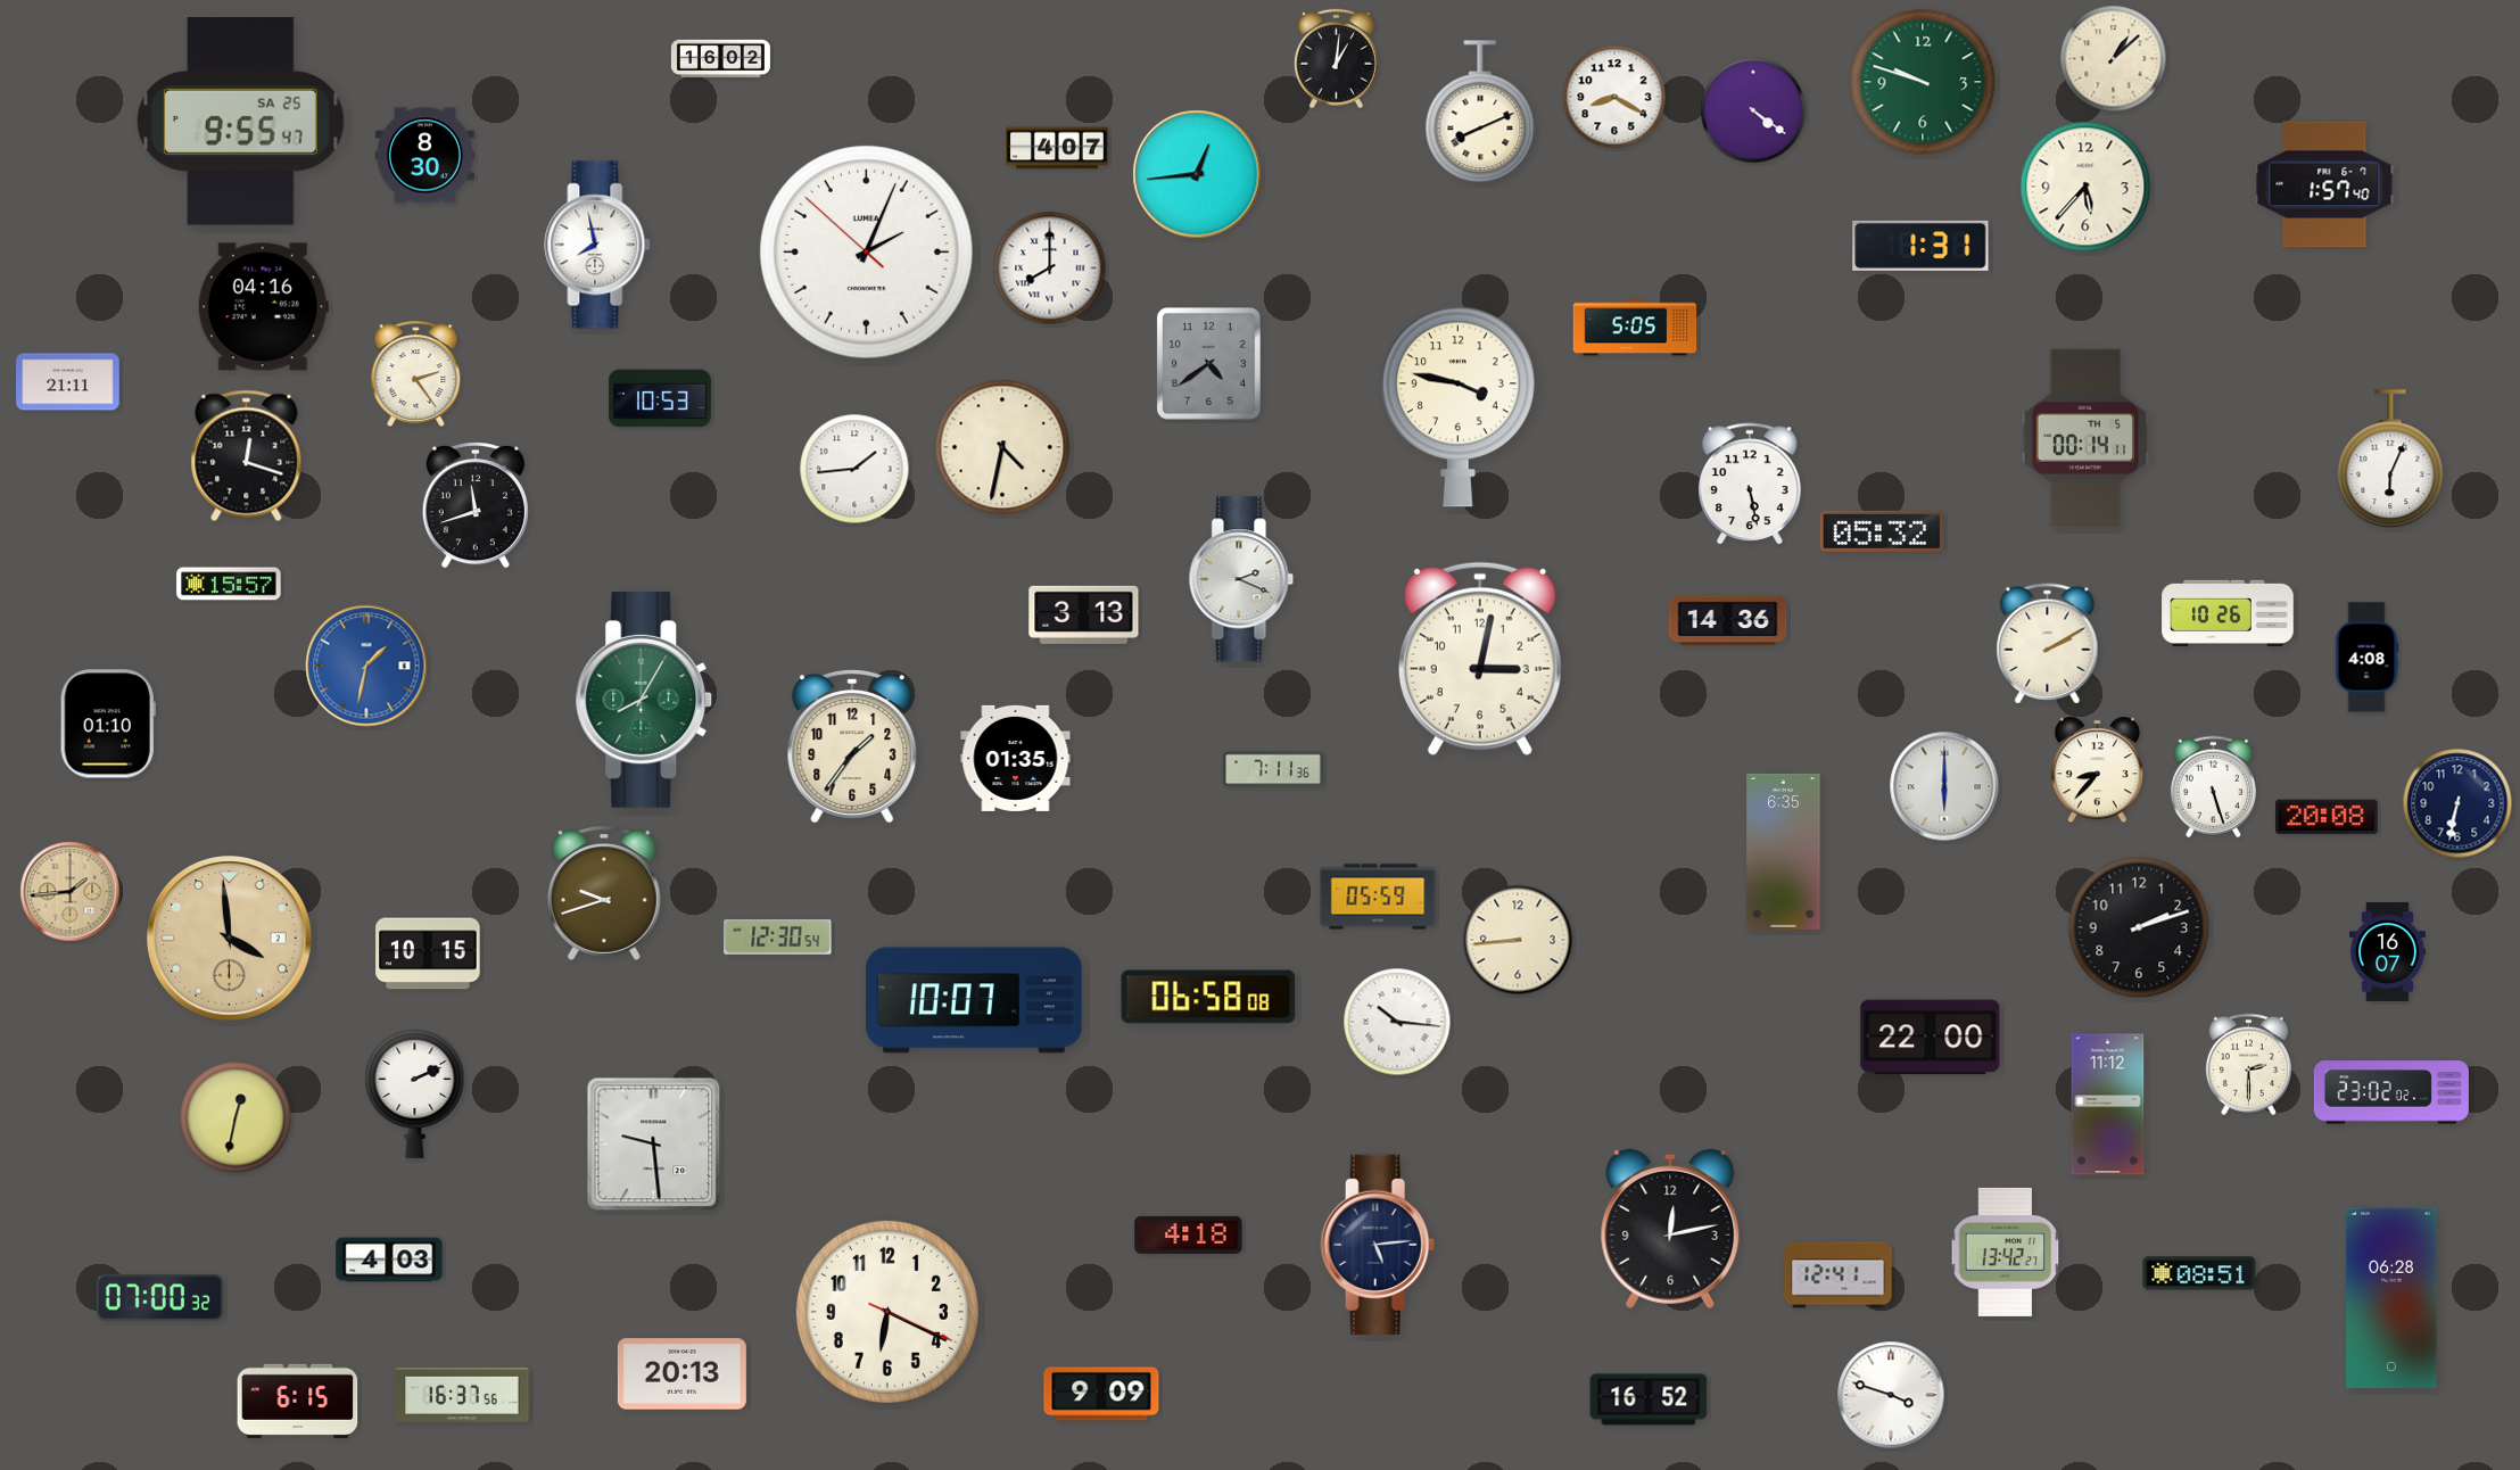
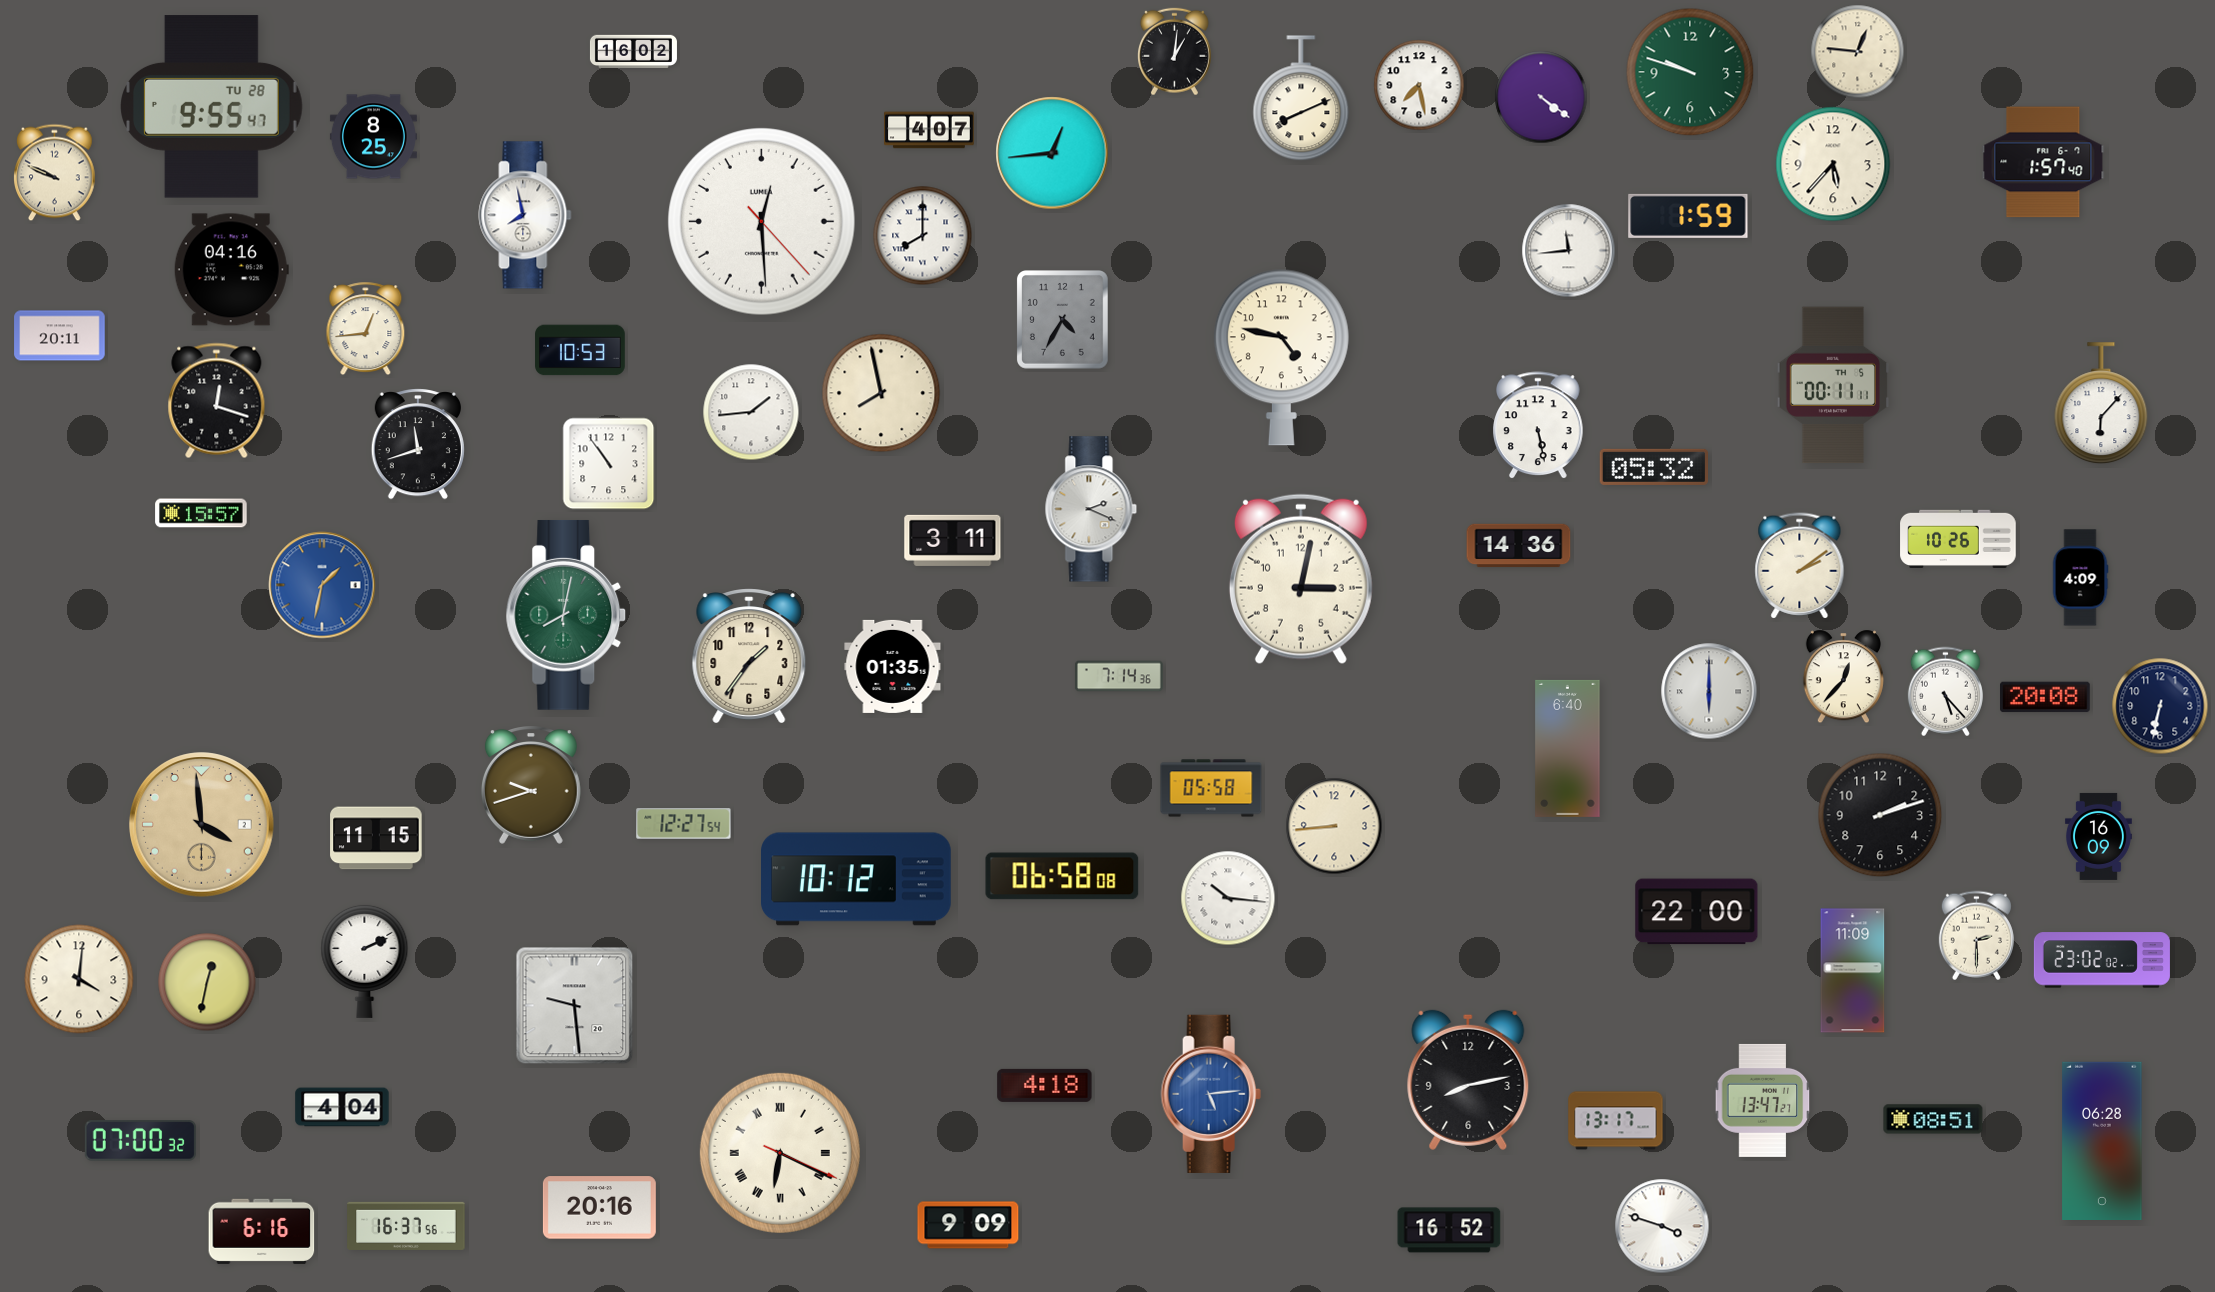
clock at (2114, 59): 1:08 -> 12:46
clock at (1614, 97): 8:20 -> 7:28
clock at (241, 122) date: SA 25 -> TU 28
clock at (424, 156): 8:30 -> 8:25
clock at (55, 173): none -> 9:49
clock at (1920, 246): 1:31 -> 1:59
clock at (867, 253): 2:03 -> 12:29
clock at (1569, 251): none -> 11:44
clock at (1635, 328): 5:05 -> none
clock at (1209, 364): 4:39 -> 4:35
clock at (416, 374): 2:24 -> 12:44
clock at (68, 382): 21:11 -> 20:11
clock at (1457, 406): 3:47 -> 4:47
clock at (2084, 438): 00:14 -> 00:11
clock at (1002, 447): 4:32 -> 7:58
clock at (2390, 460): 6:04 -> 6:07
clock at (609, 464): none -> 10:54
clock at (1084, 614): 3:13 -> 3:11
clock at (2048, 644): 2:10 -> 2:09
clock at (2366, 658): 4:08 -> 4:09
clock at (644, 700): 8:05 -> 8:02
clock at (108, 724): 01:10 -> none
clock at (1273, 769): 7:11 -> 7:14
clock at (2097, 770): 8:37 -> 12:37
clock at (2213, 787): 5:27 -> 5:23
clock at (2328, 817) position: (2328, 817) -> (2046, 697)
clock at (1784, 851): 6:35 -> 6:40
clock at (71, 892): 1:44 -> none
clock at (1378, 897): 05:59 -> 05:58
clock at (778, 938): 12:30 -> 12:27
clock at (2387, 951): 16:07 -> 16:09
clock at (428, 953): 10:15 -> 11:15
clock at (975, 1000): 10:07 -> 10:12
clock at (2108, 1105): 11:12 -> 11:09
clock at (79, 979): none -> 4:01
clock at (1670, 1229): 12:13 -> 8:13
clock at (1378, 1245) dial: navy -> blue
clock at (2006, 1252): 13:42 -> 13:47
clock at (389, 1260): 4:03 -> 4:04
clock at (1839, 1275): 12:41 -> 13:17
clock at (887, 1312) numerals: Arabic -> Roman
clock at (681, 1374): 20:13 -> 20:16
clock at (298, 1401): 6:15 -> 6:16
